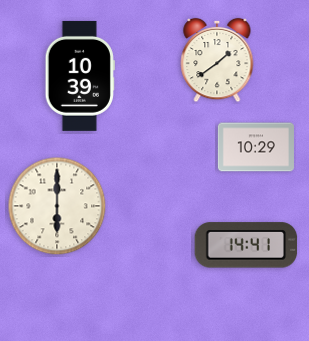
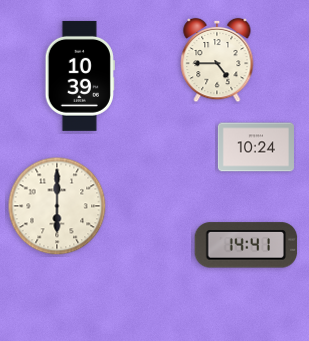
clock at (217, 60): 1:39 -> 4:45
clock at (256, 147): 10:29 -> 10:24
